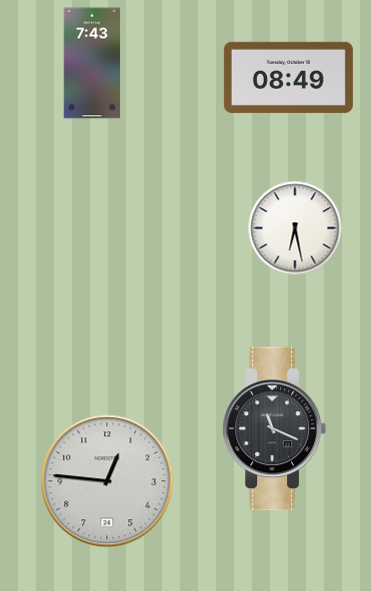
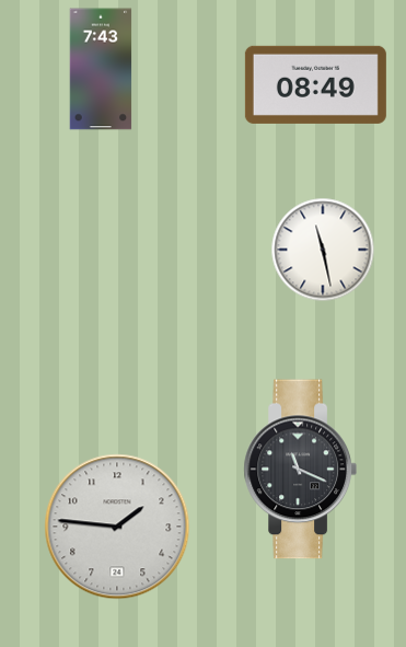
clock at (295, 228): 6:28 -> 11:28
clock at (107, 481): 12:46 -> 1:46
